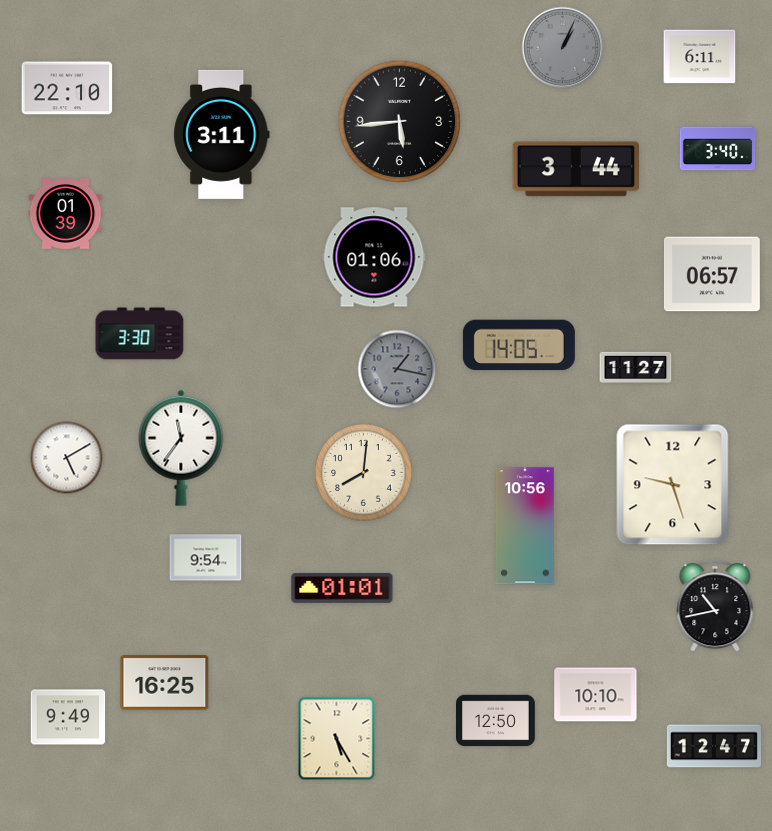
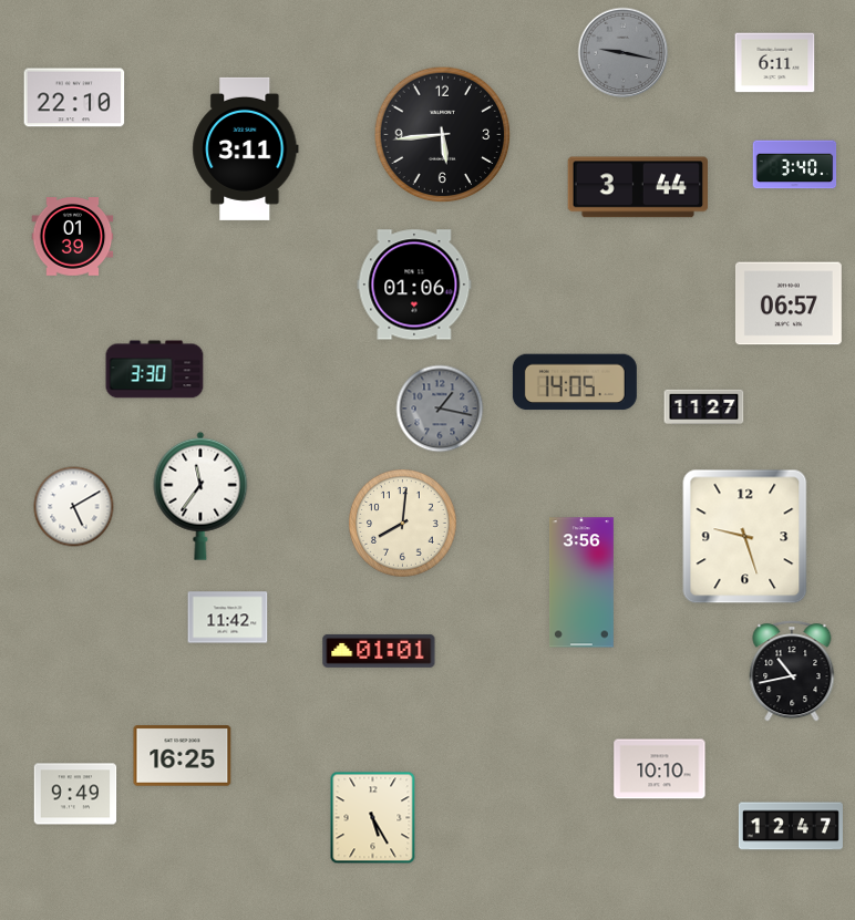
clock at (563, 48): 1:04 -> 9:17
clock at (525, 526): 10:56 -> 3:56
clock at (206, 558): 9:54 -> 11:42
clock at (496, 721): 12:50 -> none
